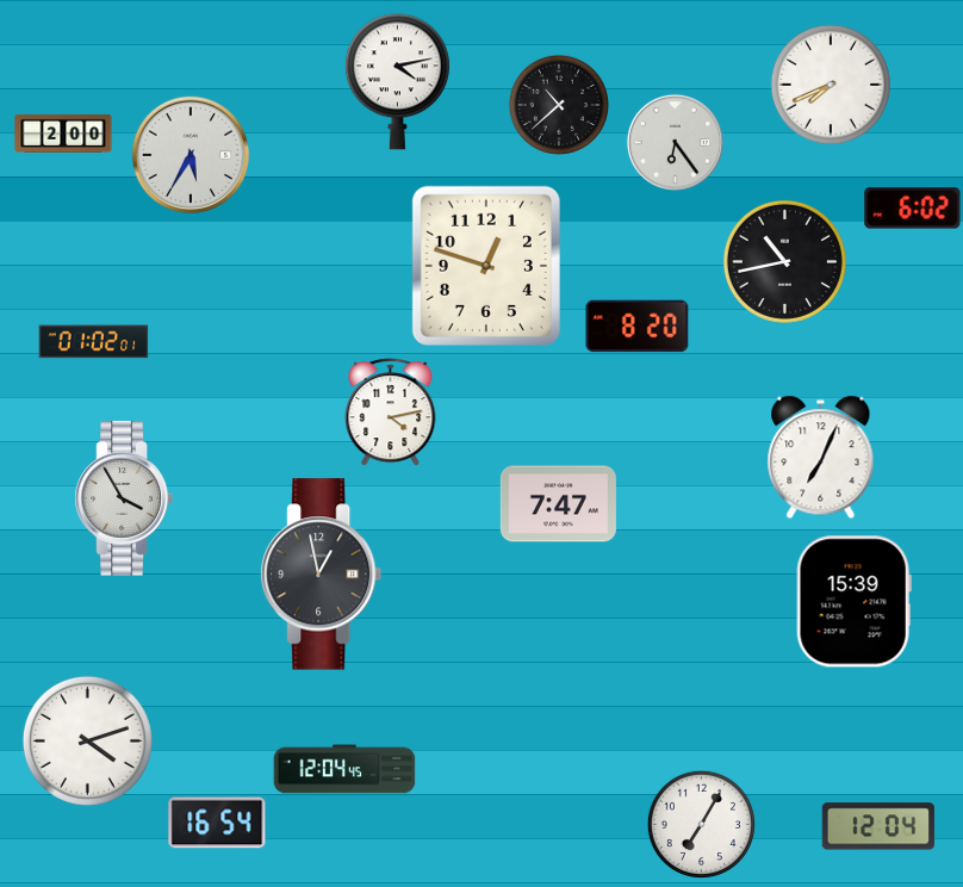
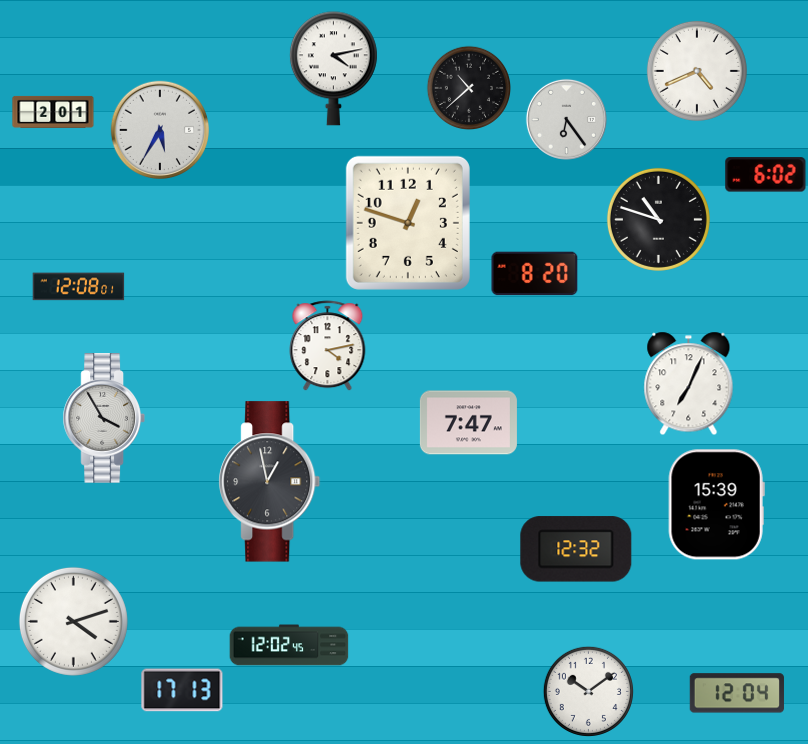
clock at (831, 85): 7:41 -> 4:41
clock at (63, 134): 2:00 -> 2:01
clock at (784, 261): 10:43 -> 10:48
clock at (94, 342): 01:02 -> 12:08
clock at (576, 549): none -> 12:32
clock at (344, 769): 12:04 -> 12:02
clock at (217, 823): 16:54 -> 17:13
clock at (701, 824): 7:05 -> 10:09
